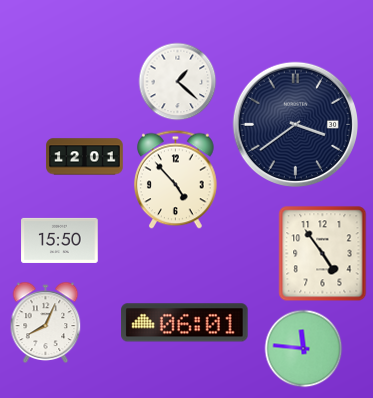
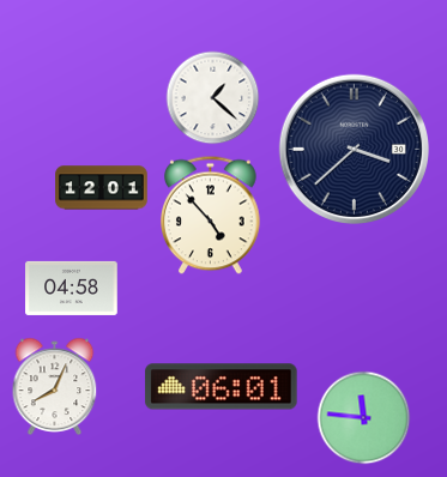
clock at (295, 124): 3:39 -> 3:38
clock at (60, 240): 15:50 -> 04:58
clock at (323, 254): 4:54 -> none
